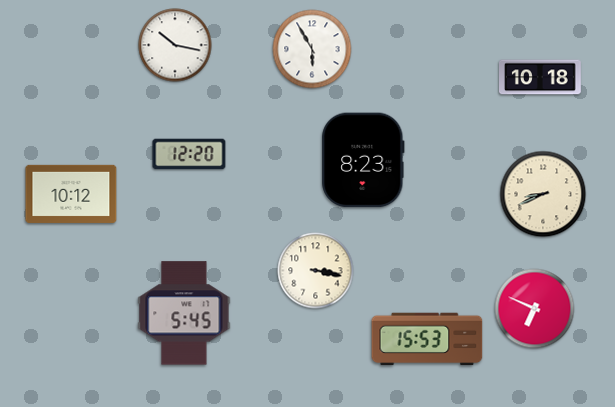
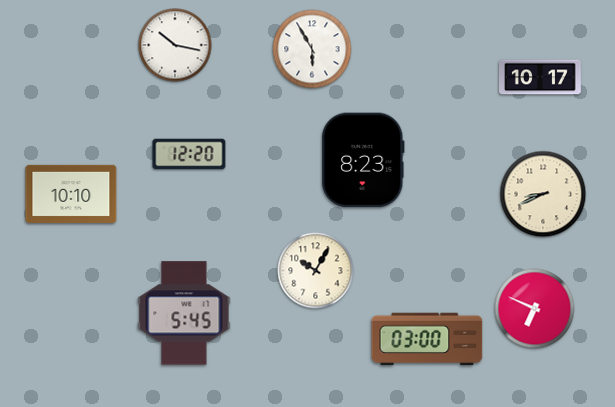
clock at (541, 77): 10:18 -> 10:17
clock at (71, 194): 10:12 -> 10:10
clock at (316, 271): 3:17 -> 10:05
clock at (427, 339): 15:53 -> 03:00
